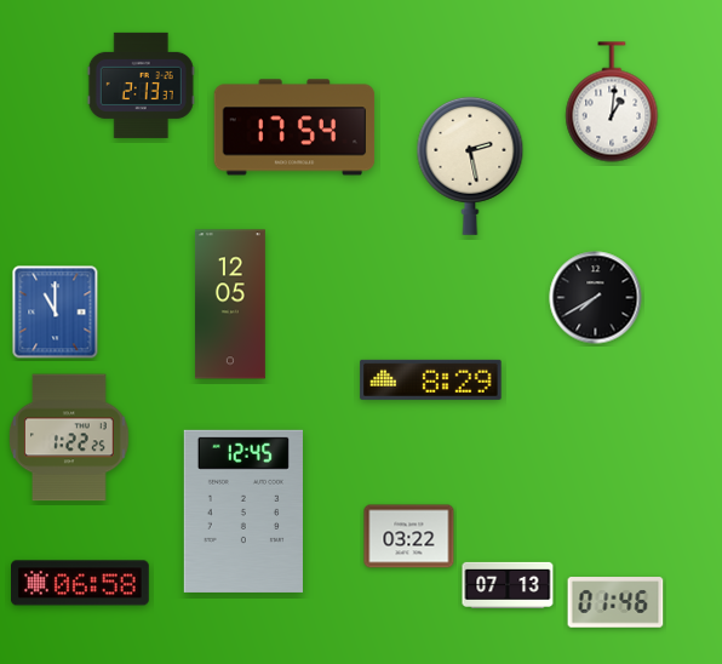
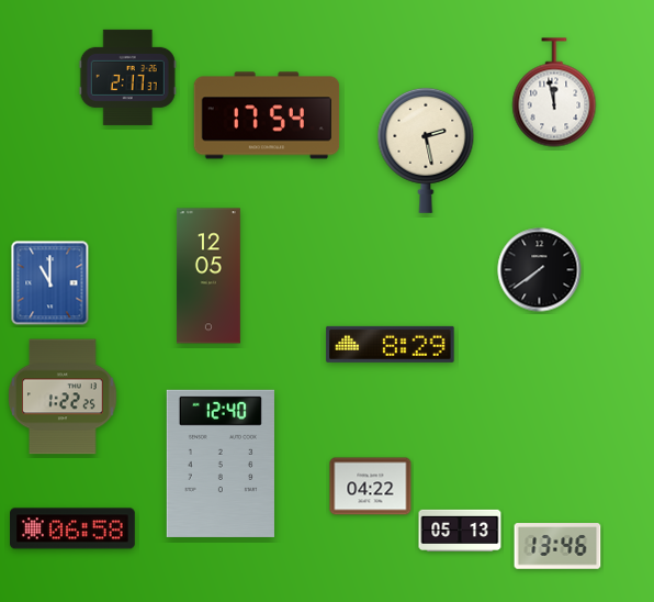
clock at (141, 85): 2:13 -> 2:17
clock at (612, 102): 1:01 -> 11:58
clock at (596, 298): 7:40 -> 7:39
clock at (243, 511): 12:45 -> 12:40
clock at (409, 537): 03:22 -> 04:22
clock at (508, 585): 07:13 -> 05:13
clock at (615, 602): 01:46 -> 13:46
